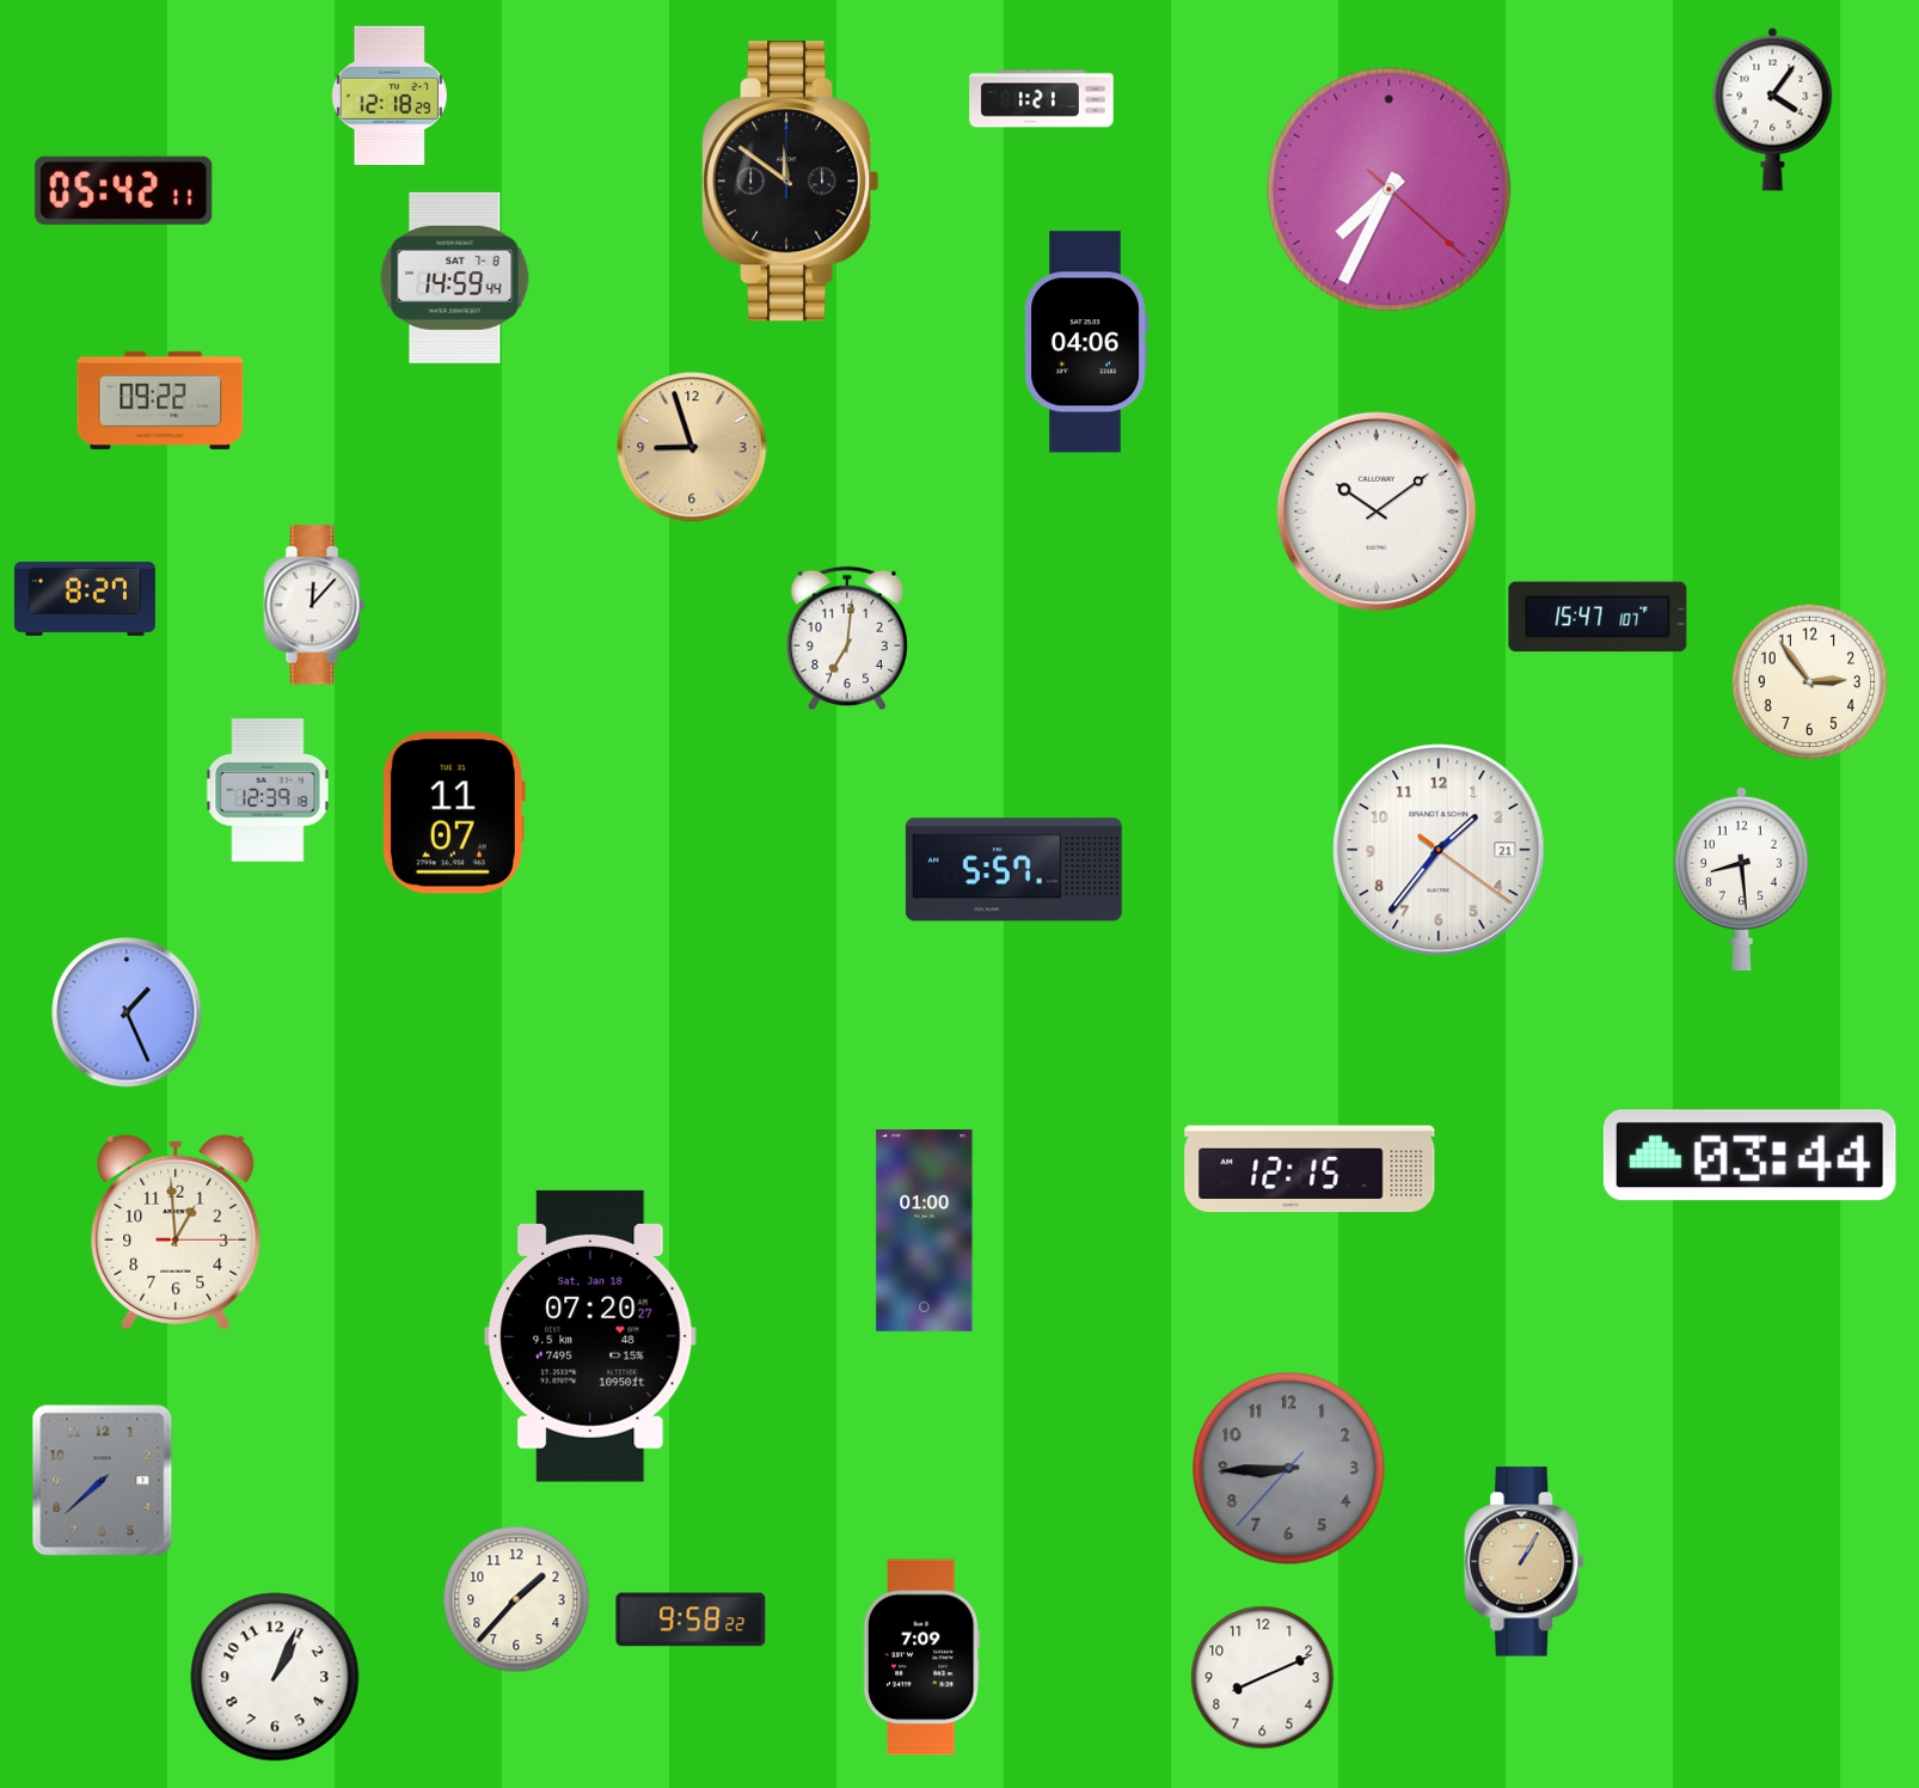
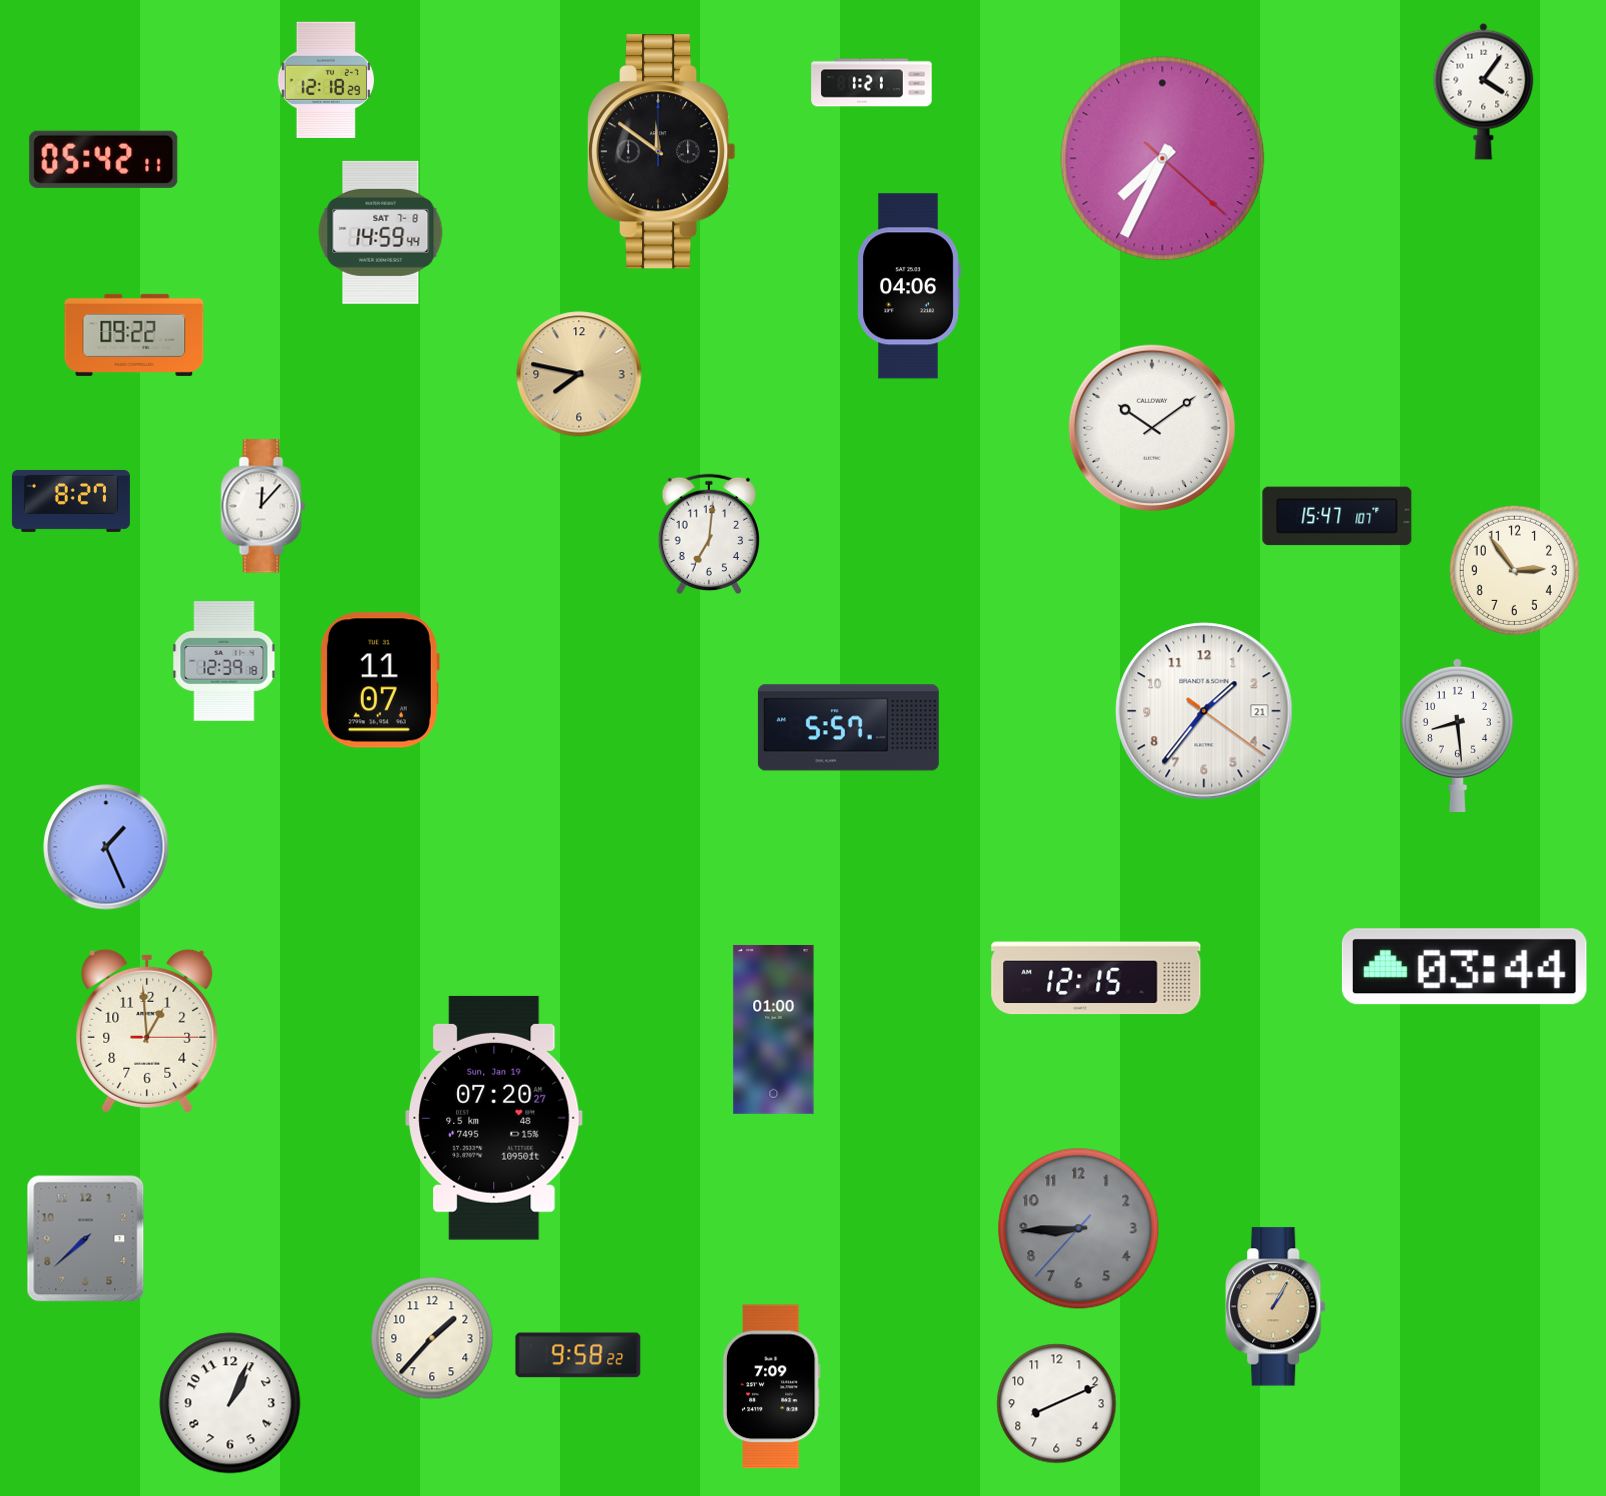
clock at (692, 447): 8:57 -> 7:47
clock at (590, 1336) date: Sat, Jan 18 -> Sun, Jan 19
